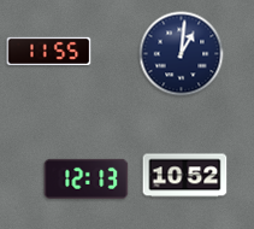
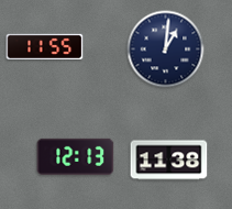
clock at (185, 176): 10:52 -> 11:38
clock at (87, 178) position: (87, 178) -> (76, 156)
